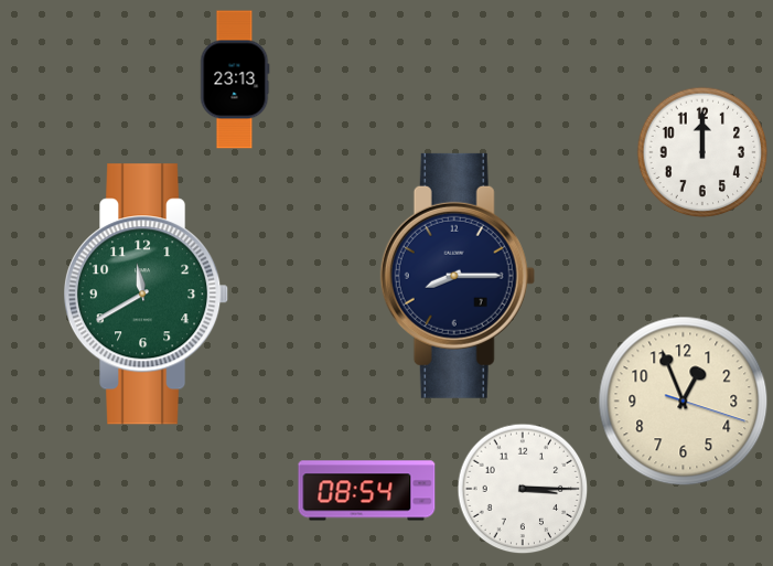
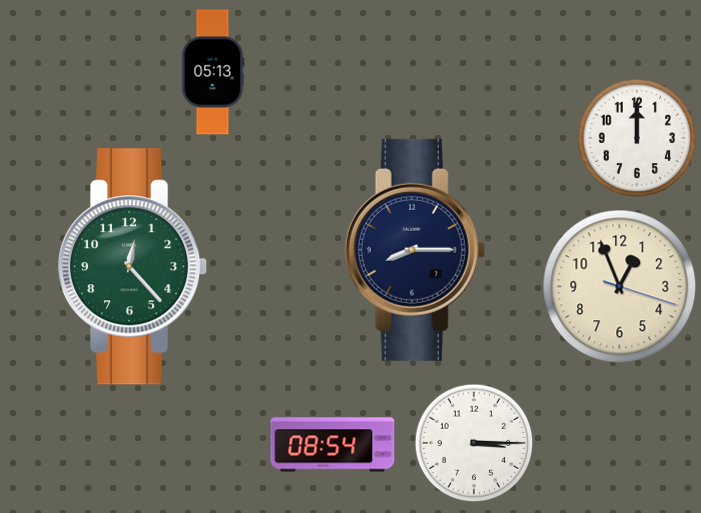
clock at (235, 79): 23:13 -> 05:13
clock at (148, 295): 11:40 -> 12:23
clock at (684, 402) position: (684, 402) -> (620, 287)
